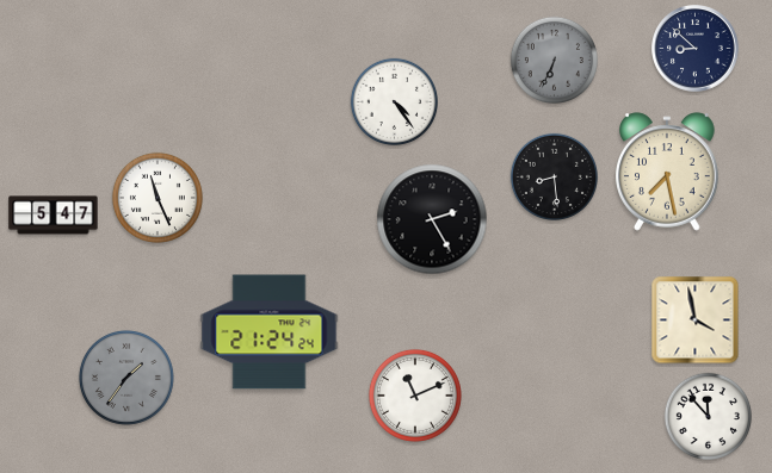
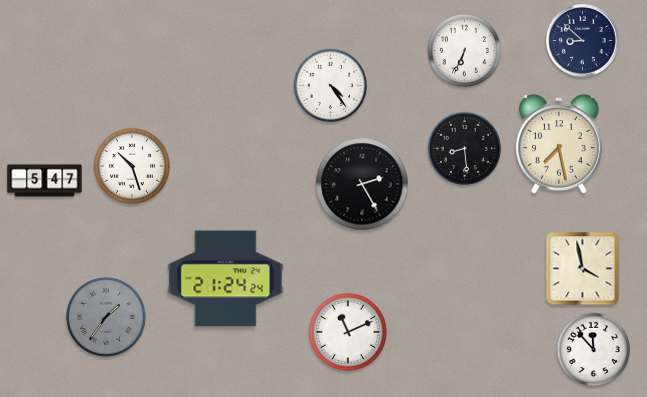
clock at (554, 60) dial: grey -> white
clock at (158, 198): 11:26 -> 10:27
